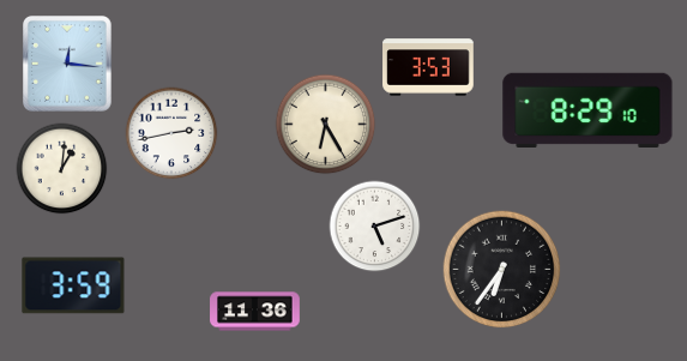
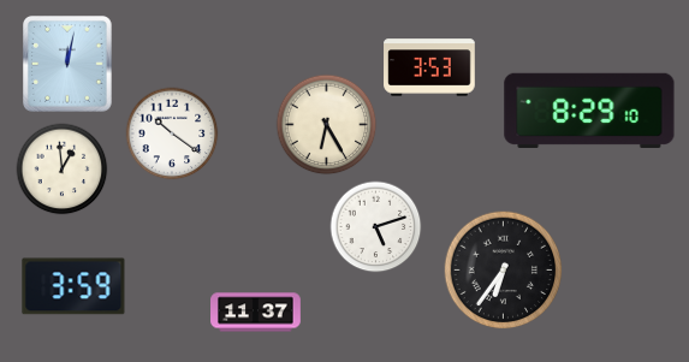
clock at (68, 65): 12:16 -> 12:02
clock at (171, 133): 2:43 -> 10:21
clock at (62, 169): 1:01 -> 12:59
clock at (255, 312): 11:36 -> 11:37
